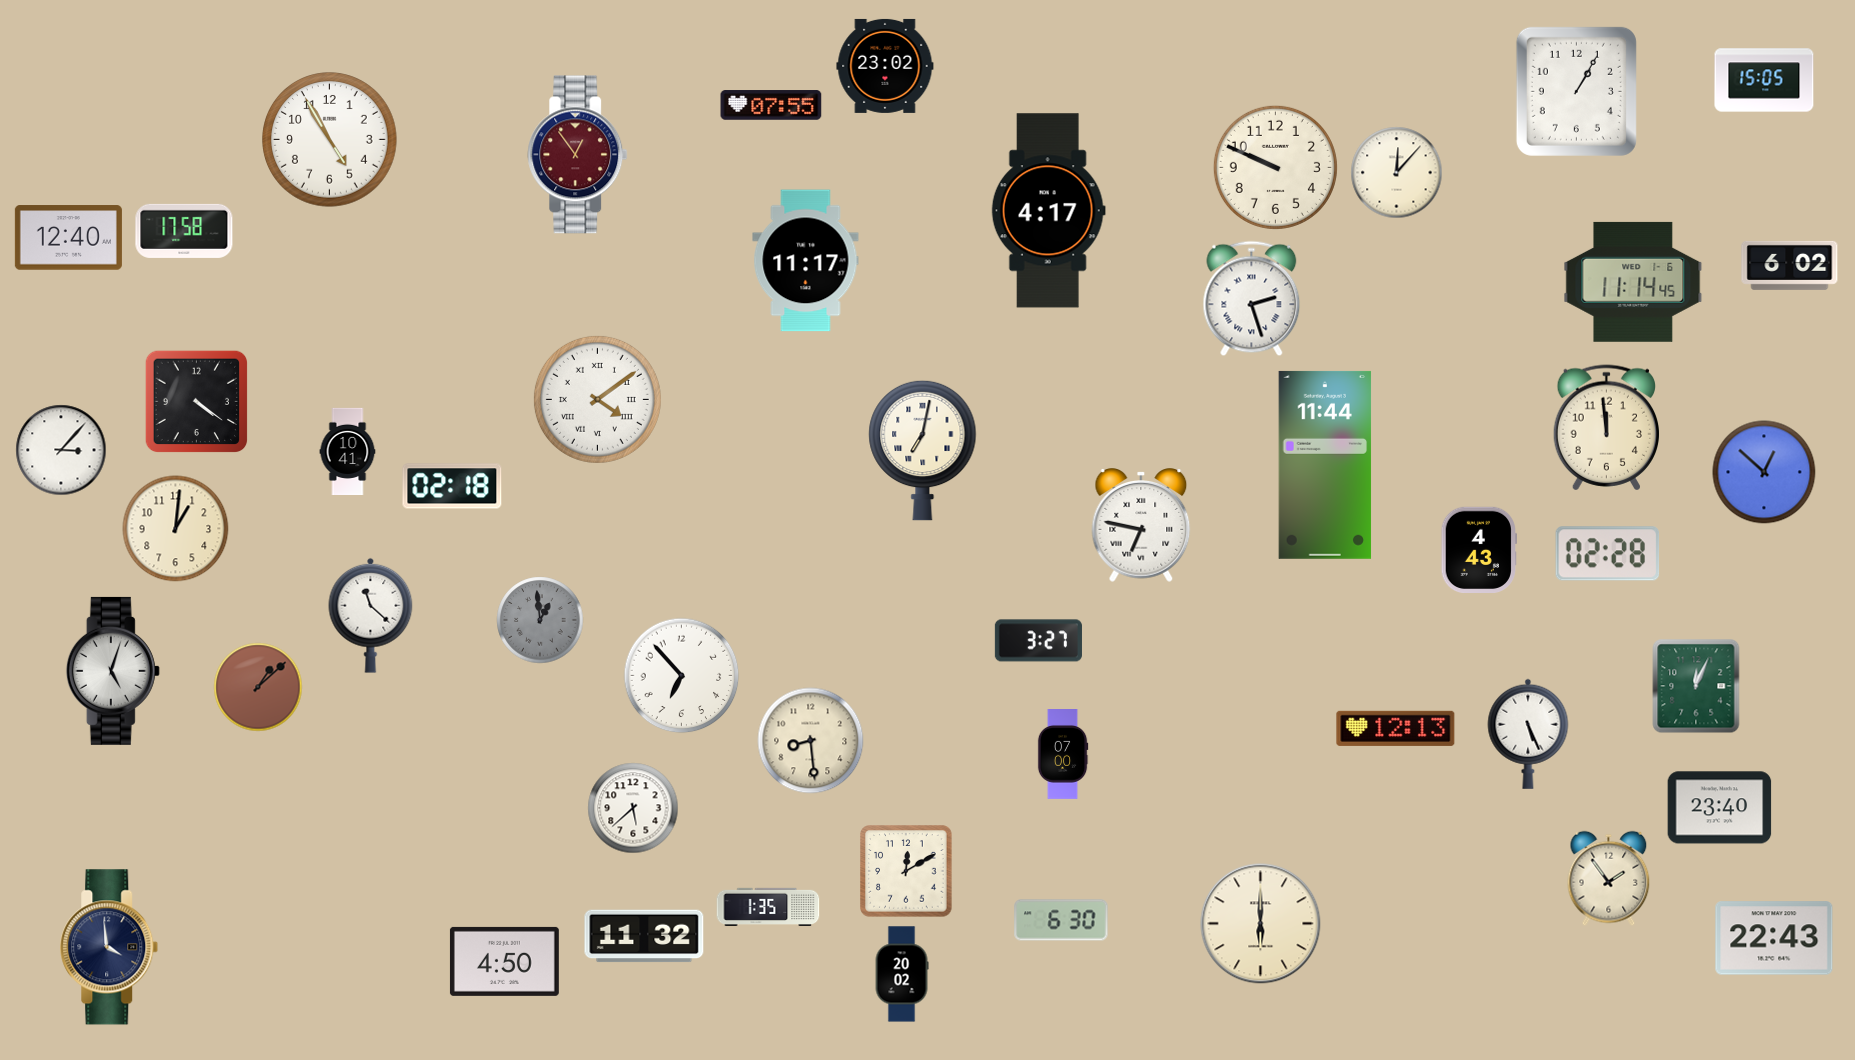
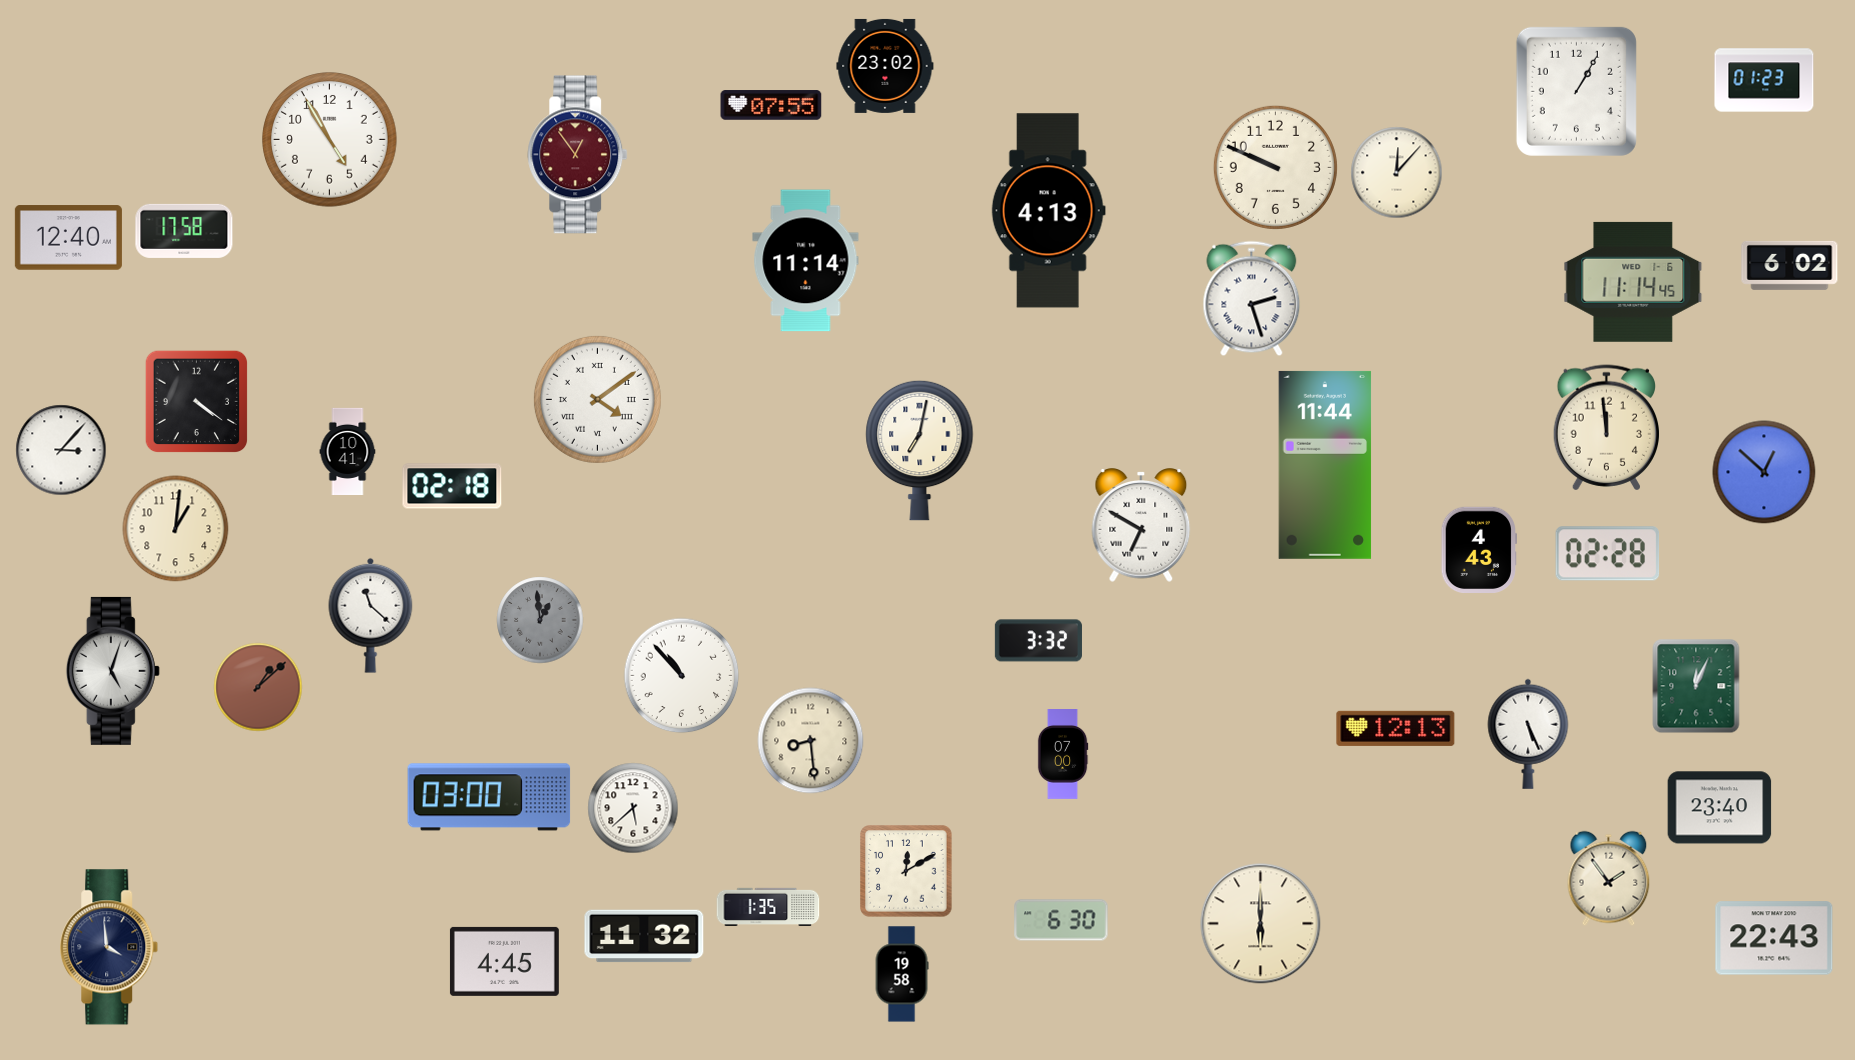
clock at (1764, 80): 15:05 -> 01:23
clock at (1048, 211): 4:17 -> 4:13
clock at (806, 261): 11:17 -> 11:14
clock at (923, 450) position: (923, 450) -> (920, 450)
clock at (1141, 525): 6:47 -> 6:50
clock at (1038, 641): 3:27 -> 3:32
clock at (682, 676): 6:53 -> 10:53
clock at (489, 797): none -> 03:00
clock at (504, 961): 4:50 -> 4:45
clock at (902, 974): 20:02 -> 19:58
